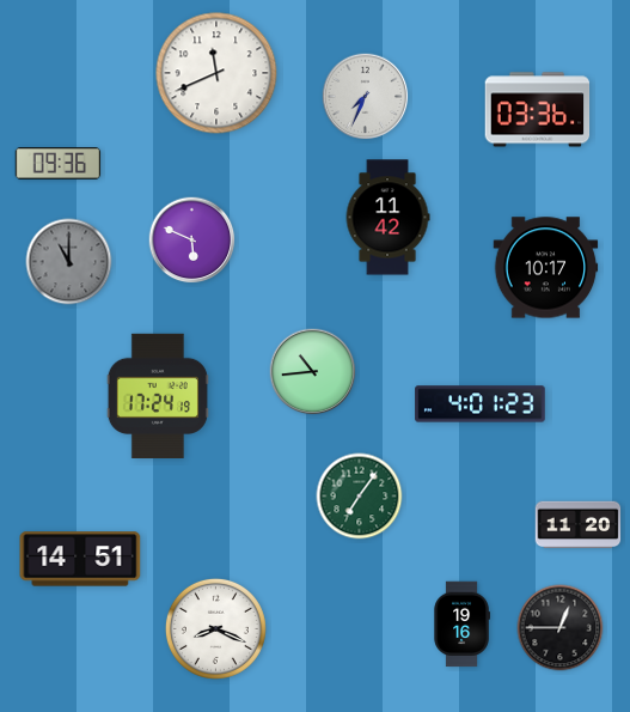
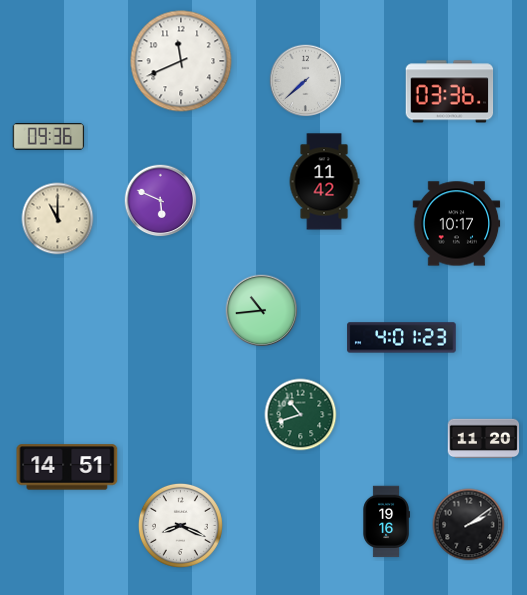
clock at (366, 97): 7:34 -> 7:38
clock at (69, 262) dial: grey -> cream
clock at (158, 396): 17:24 -> none
clock at (360, 497): 7:06 -> 10:42
clock at (561, 628): 12:45 -> 2:09
